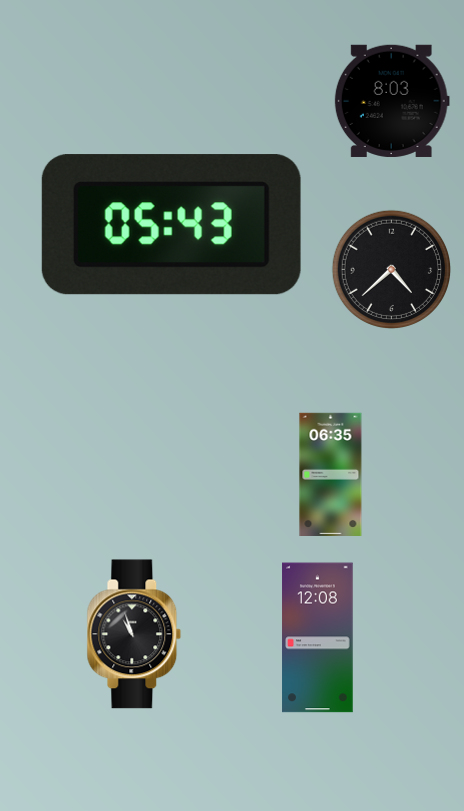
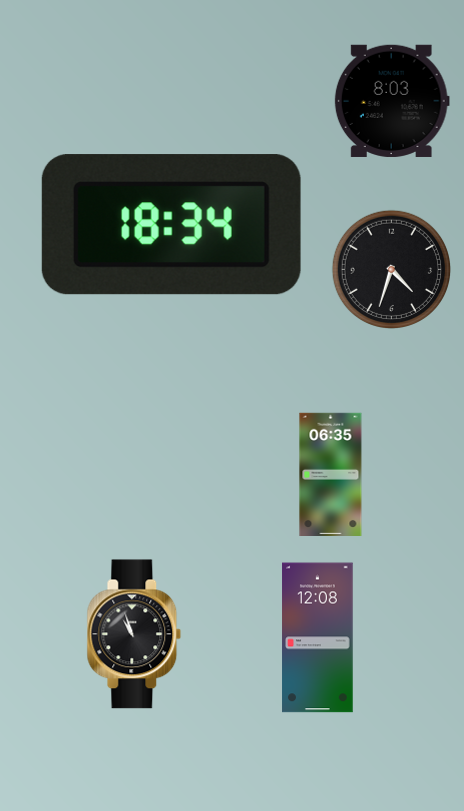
clock at (171, 225): 05:43 -> 18:34
clock at (391, 269): 4:38 -> 4:33
